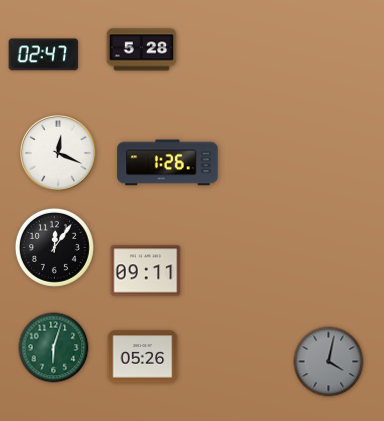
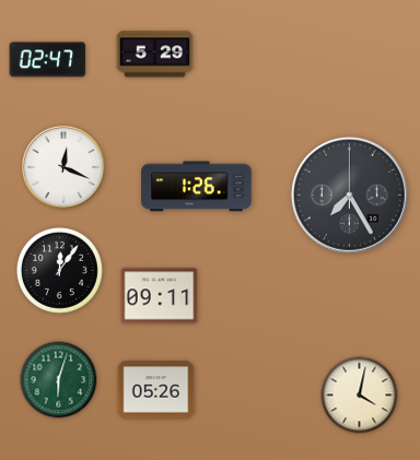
clock at (142, 50): 5:28 -> 5:29
clock at (168, 163) position: (168, 163) -> (197, 187)
clock at (349, 194): none -> 7:25
clock at (329, 362) dial: grey -> cream
